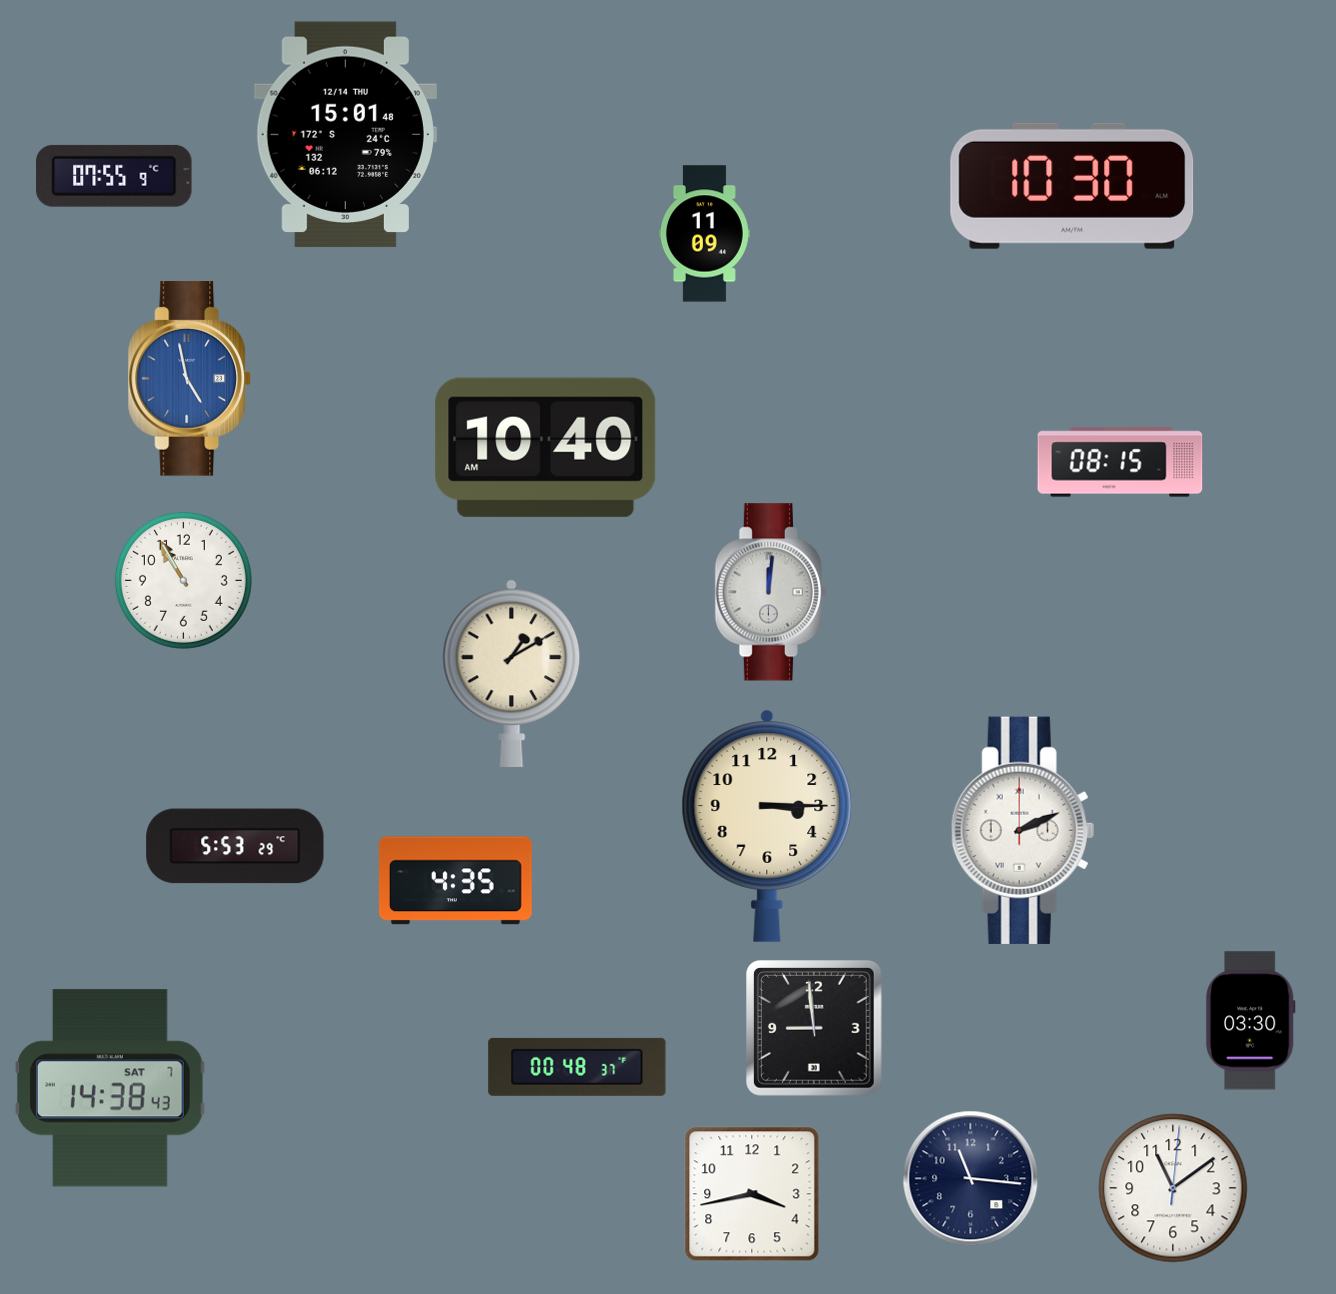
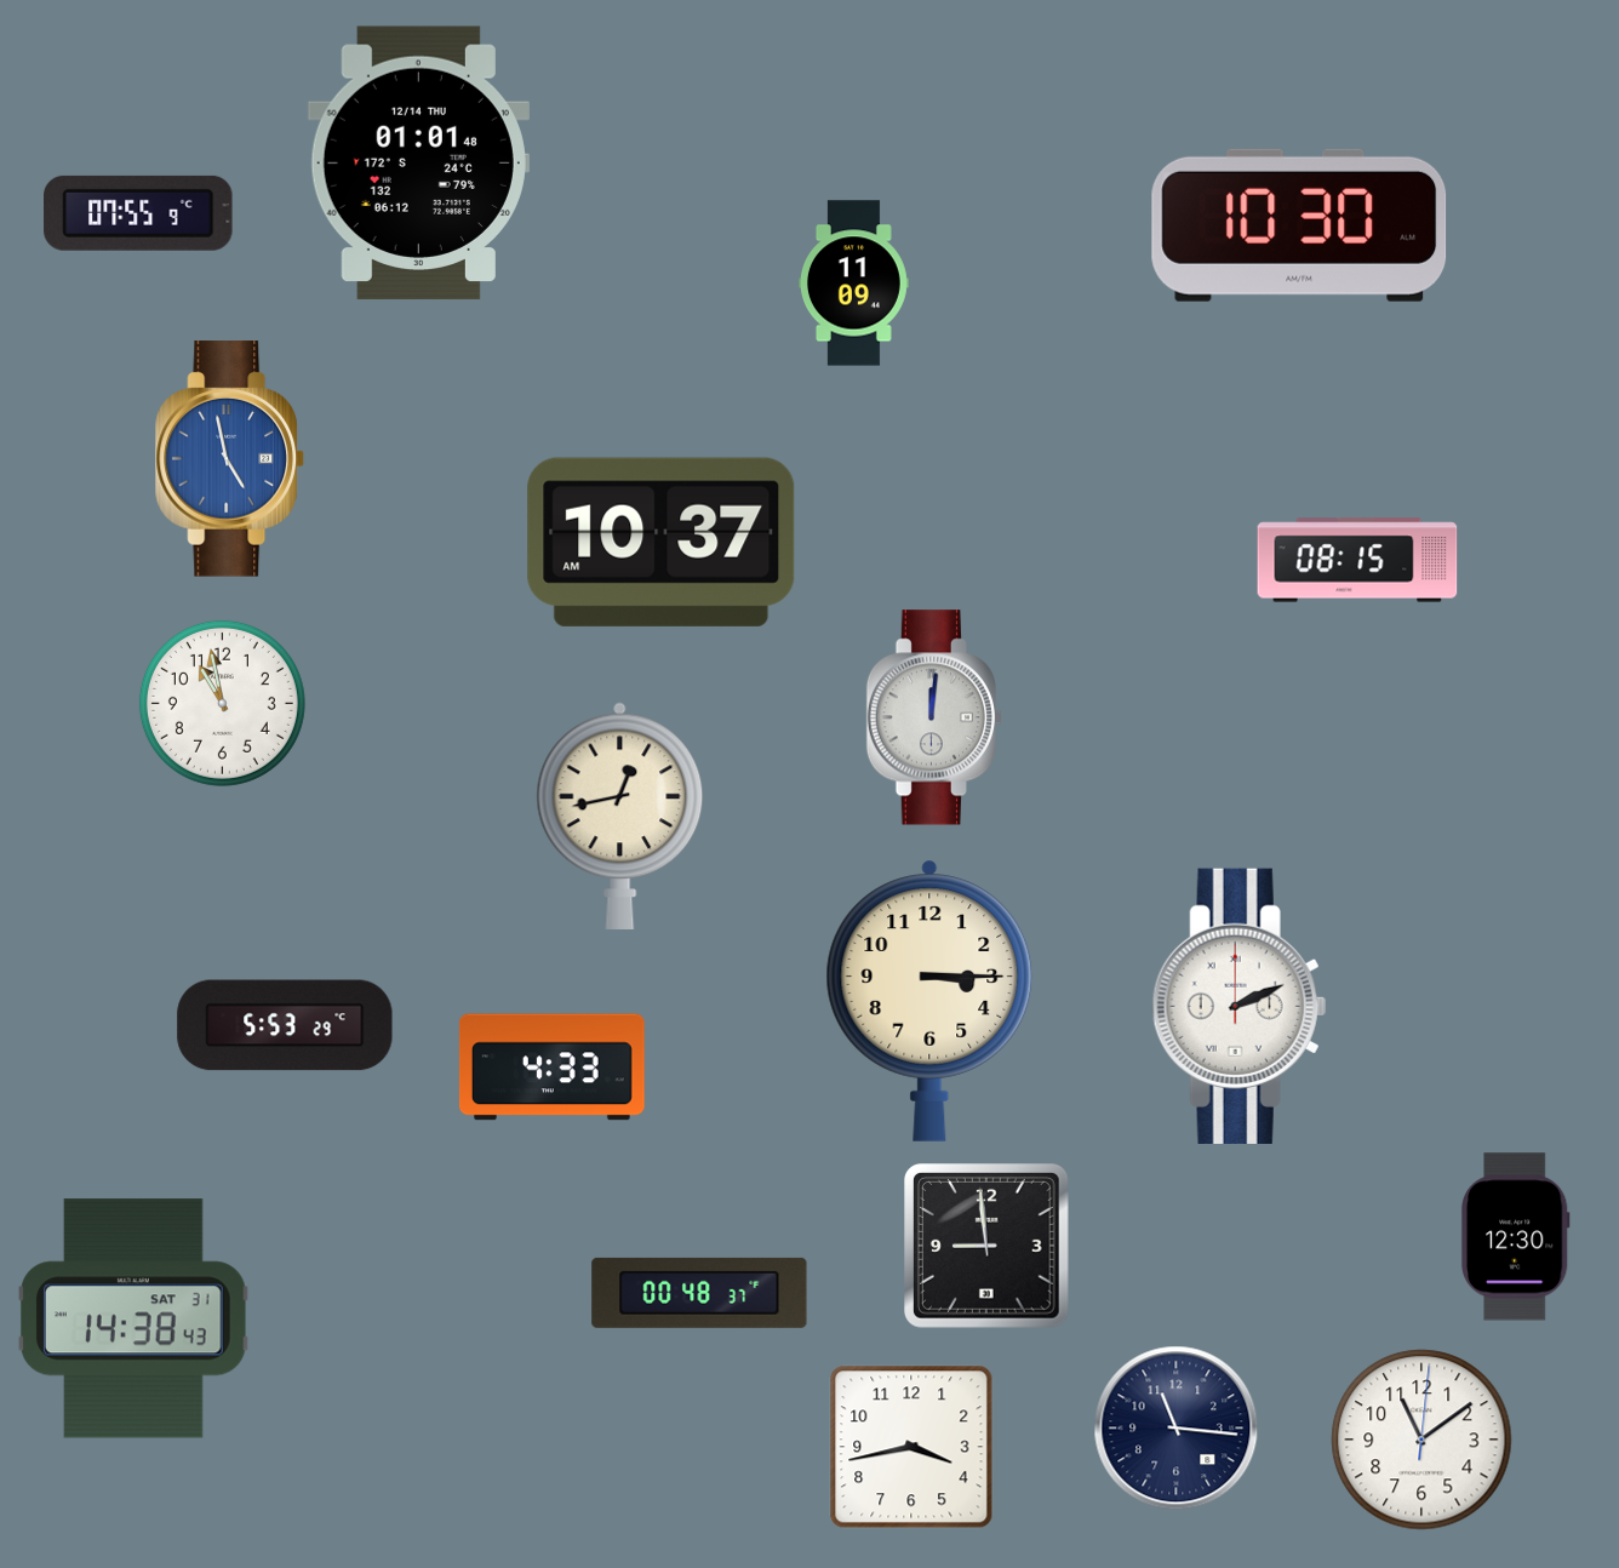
clock at (345, 135): 15:01 -> 01:01
clock at (546, 447): 10:40 -> 10:37
clock at (183, 580): 10:55 -> 10:58
clock at (512, 673): 1:10 -> 12:43
clock at (455, 881): 4:35 -> 4:33
clock at (1250, 1021): 03:30 -> 12:30
clock at (111, 1088) date: SAT 7 -> SAT 31
